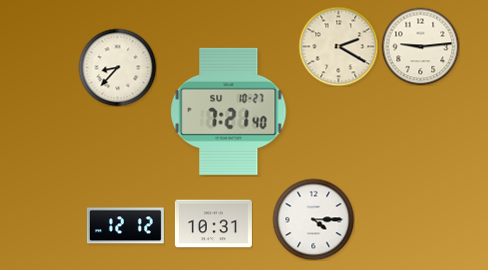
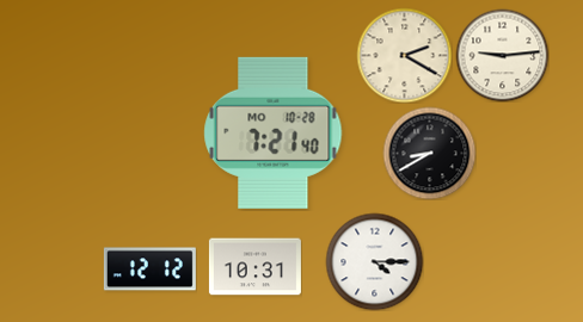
clock at (117, 67): 8:37 -> none
clock at (229, 111) date: SU 10-27 -> MO 10-28
clock at (429, 153): none -> 8:40
